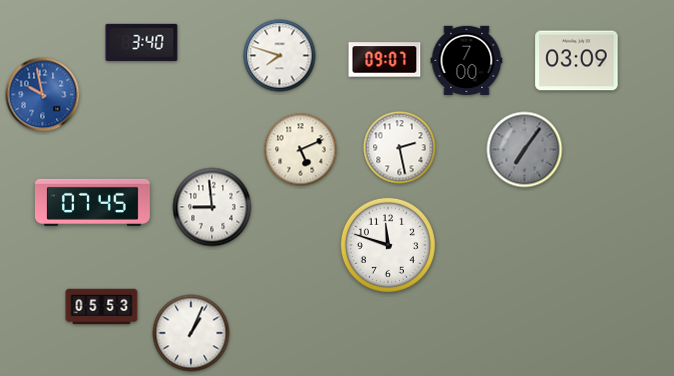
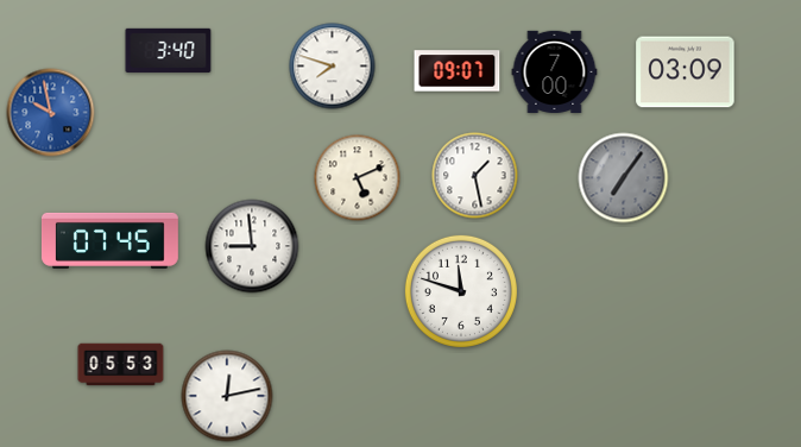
clock at (400, 148): 2:28 -> 1:28
clock at (191, 333): 1:04 -> 12:13
